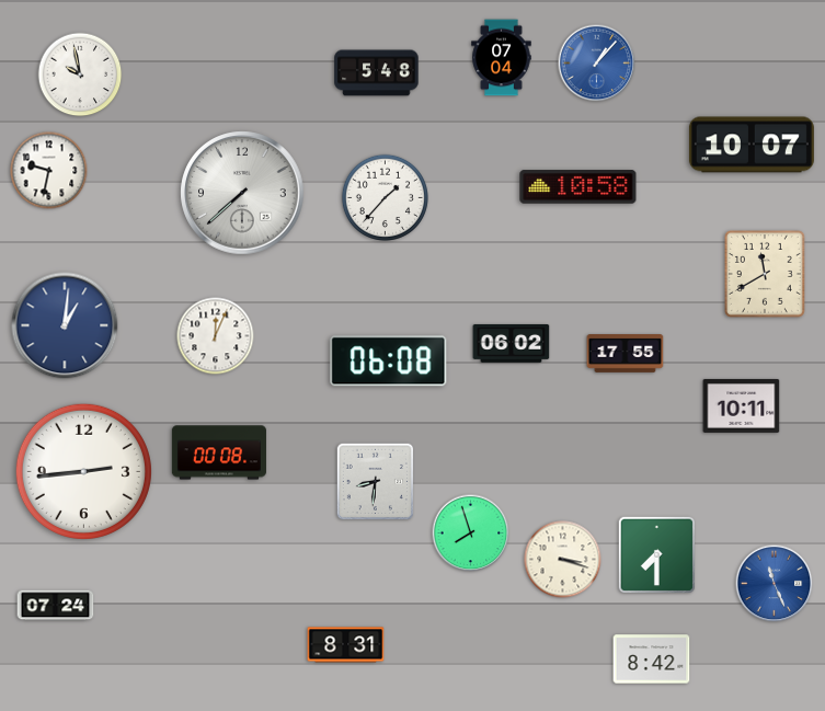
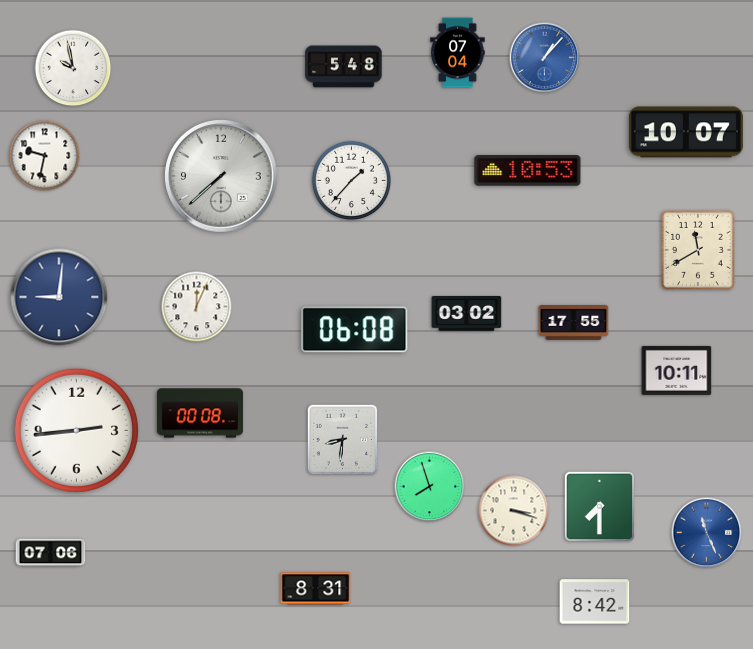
clock at (578, 187): 10:58 -> 10:53
clock at (65, 325): 1:01 -> 9:01
clock at (512, 344): 06:02 -> 03:02
clock at (626, 354) position: (626, 354) -> (574, 323)
clock at (56, 606): 07:24 -> 07:06
